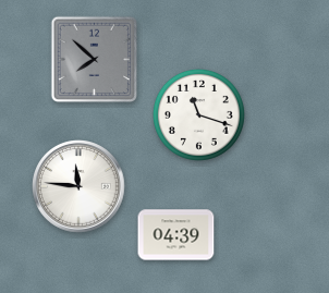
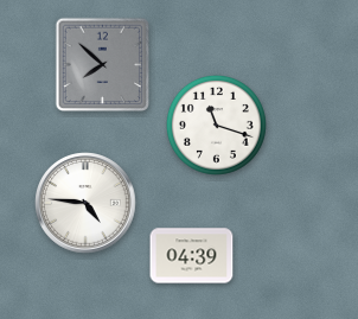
clock at (78, 186): 11:46 -> 4:46
